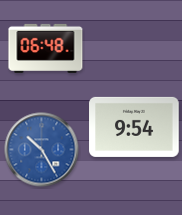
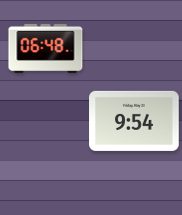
clock at (134, 127) position: (134, 127) -> (134, 121)
clock at (42, 150): 10:25 -> none
